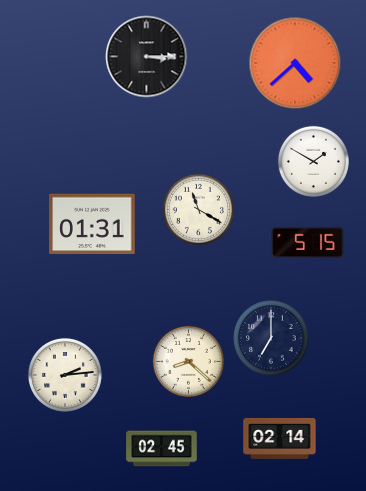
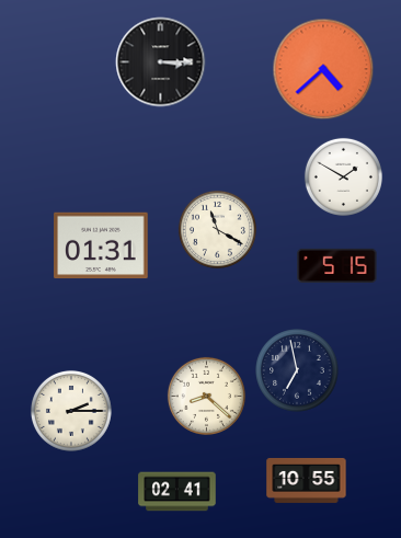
clock at (271, 338): 7:00 -> 6:58
clock at (65, 375): 2:14 -> 2:15
clock at (280, 438): 02:14 -> 10:55
clock at (162, 449): 02:45 -> 02:41
